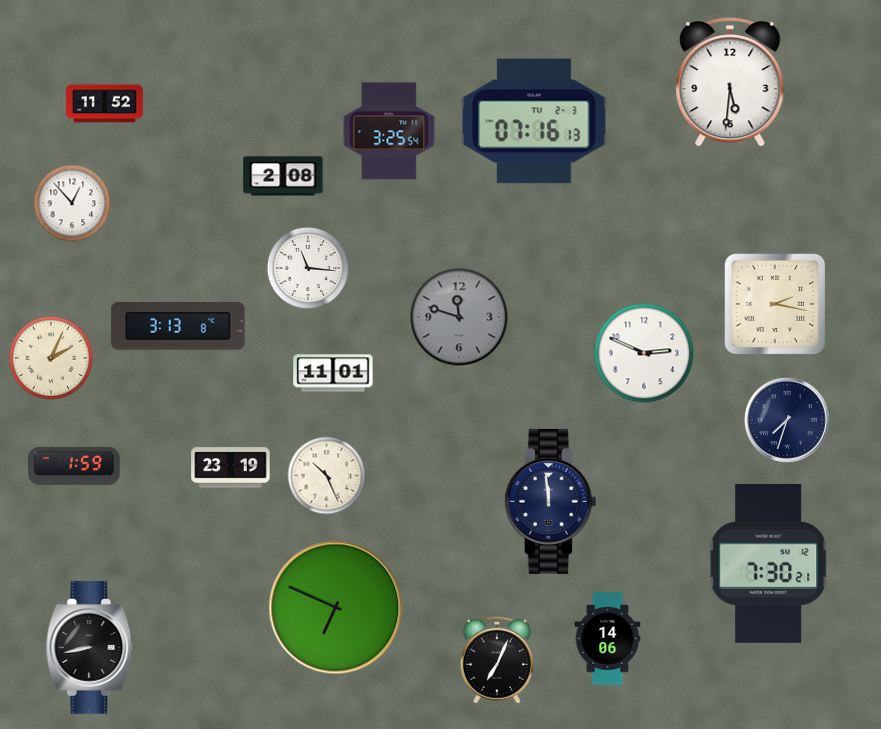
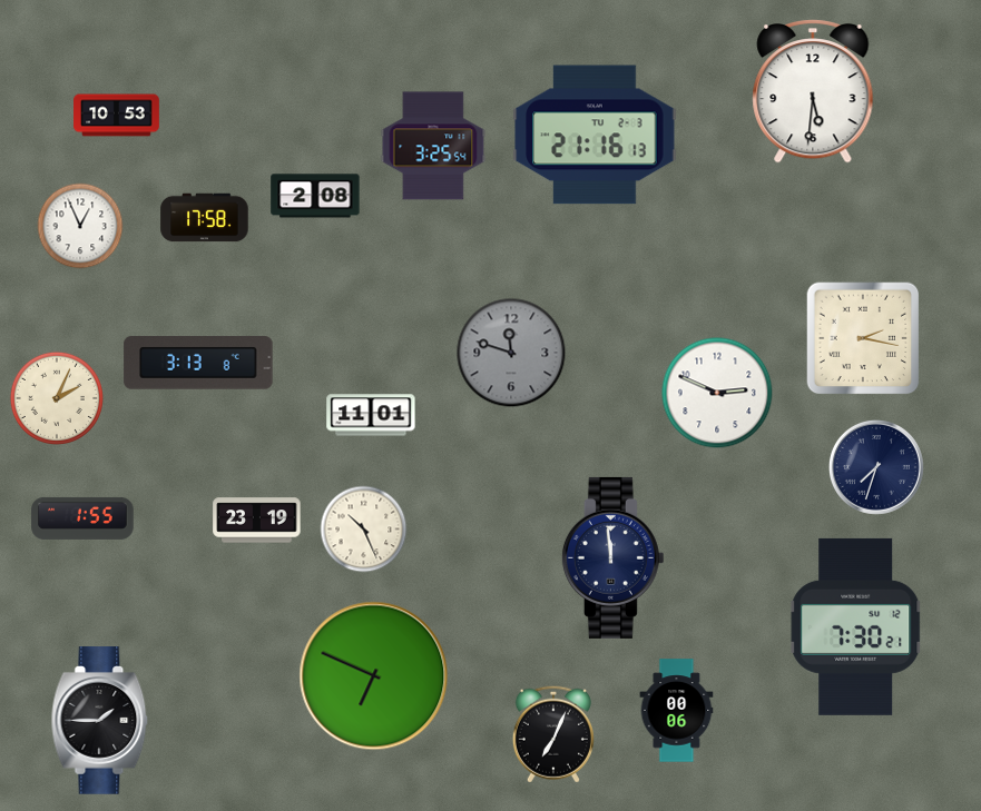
clock at (105, 104): 11:52 -> 10:53
clock at (534, 121): 07:16 -> 21:16
clock at (205, 218): none -> 17:58
clock at (72, 203): 12:53 -> 12:56
clock at (308, 268): 11:16 -> none
clock at (74, 466): 1:59 -> 1:55
clock at (608, 639): 14:06 -> 00:06
clock at (90, 648): 8:43 -> 1:45
